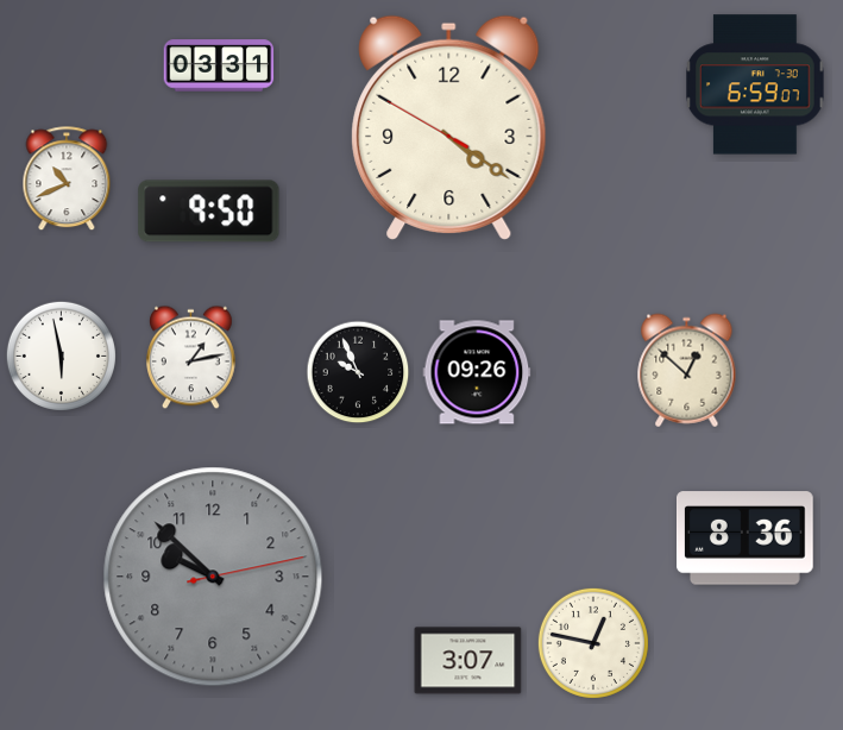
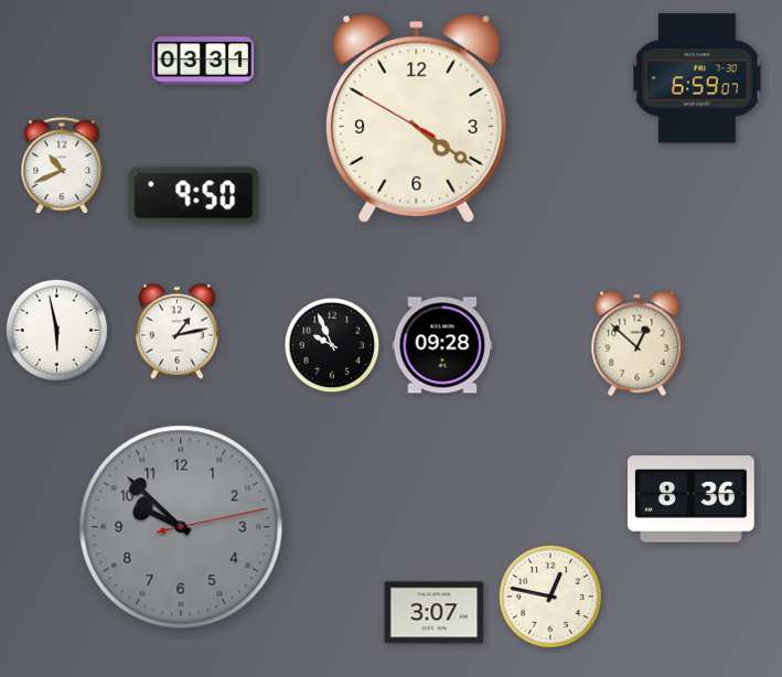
clock at (756, 84) position: (756, 84) -> (698, 78)
clock at (477, 372): 09:26 -> 09:28
clock at (213, 577) position: (213, 577) -> (181, 527)
